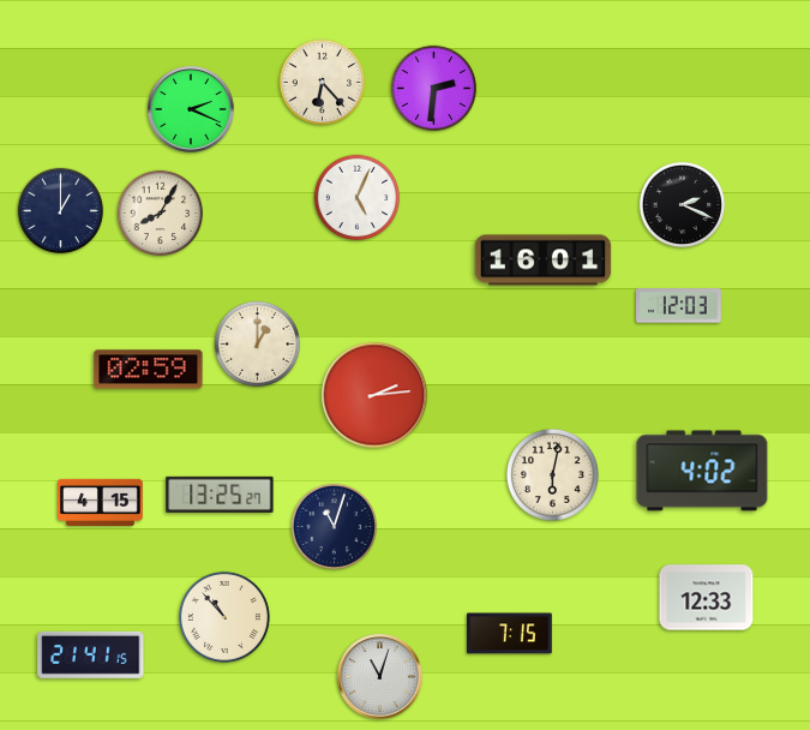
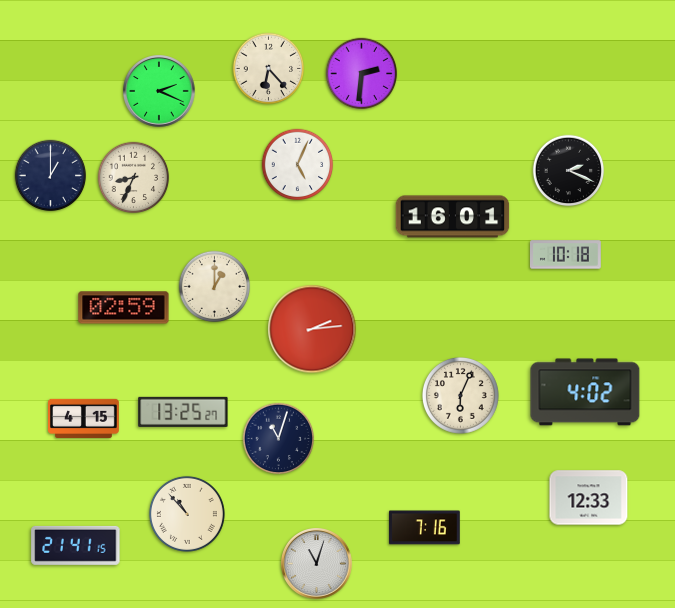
clock at (161, 214): 8:05 -> 8:34
clock at (679, 306): 12:03 -> 10:18
clock at (552, 474): 6:02 -> 6:04
clock at (509, 634): 7:15 -> 7:16
